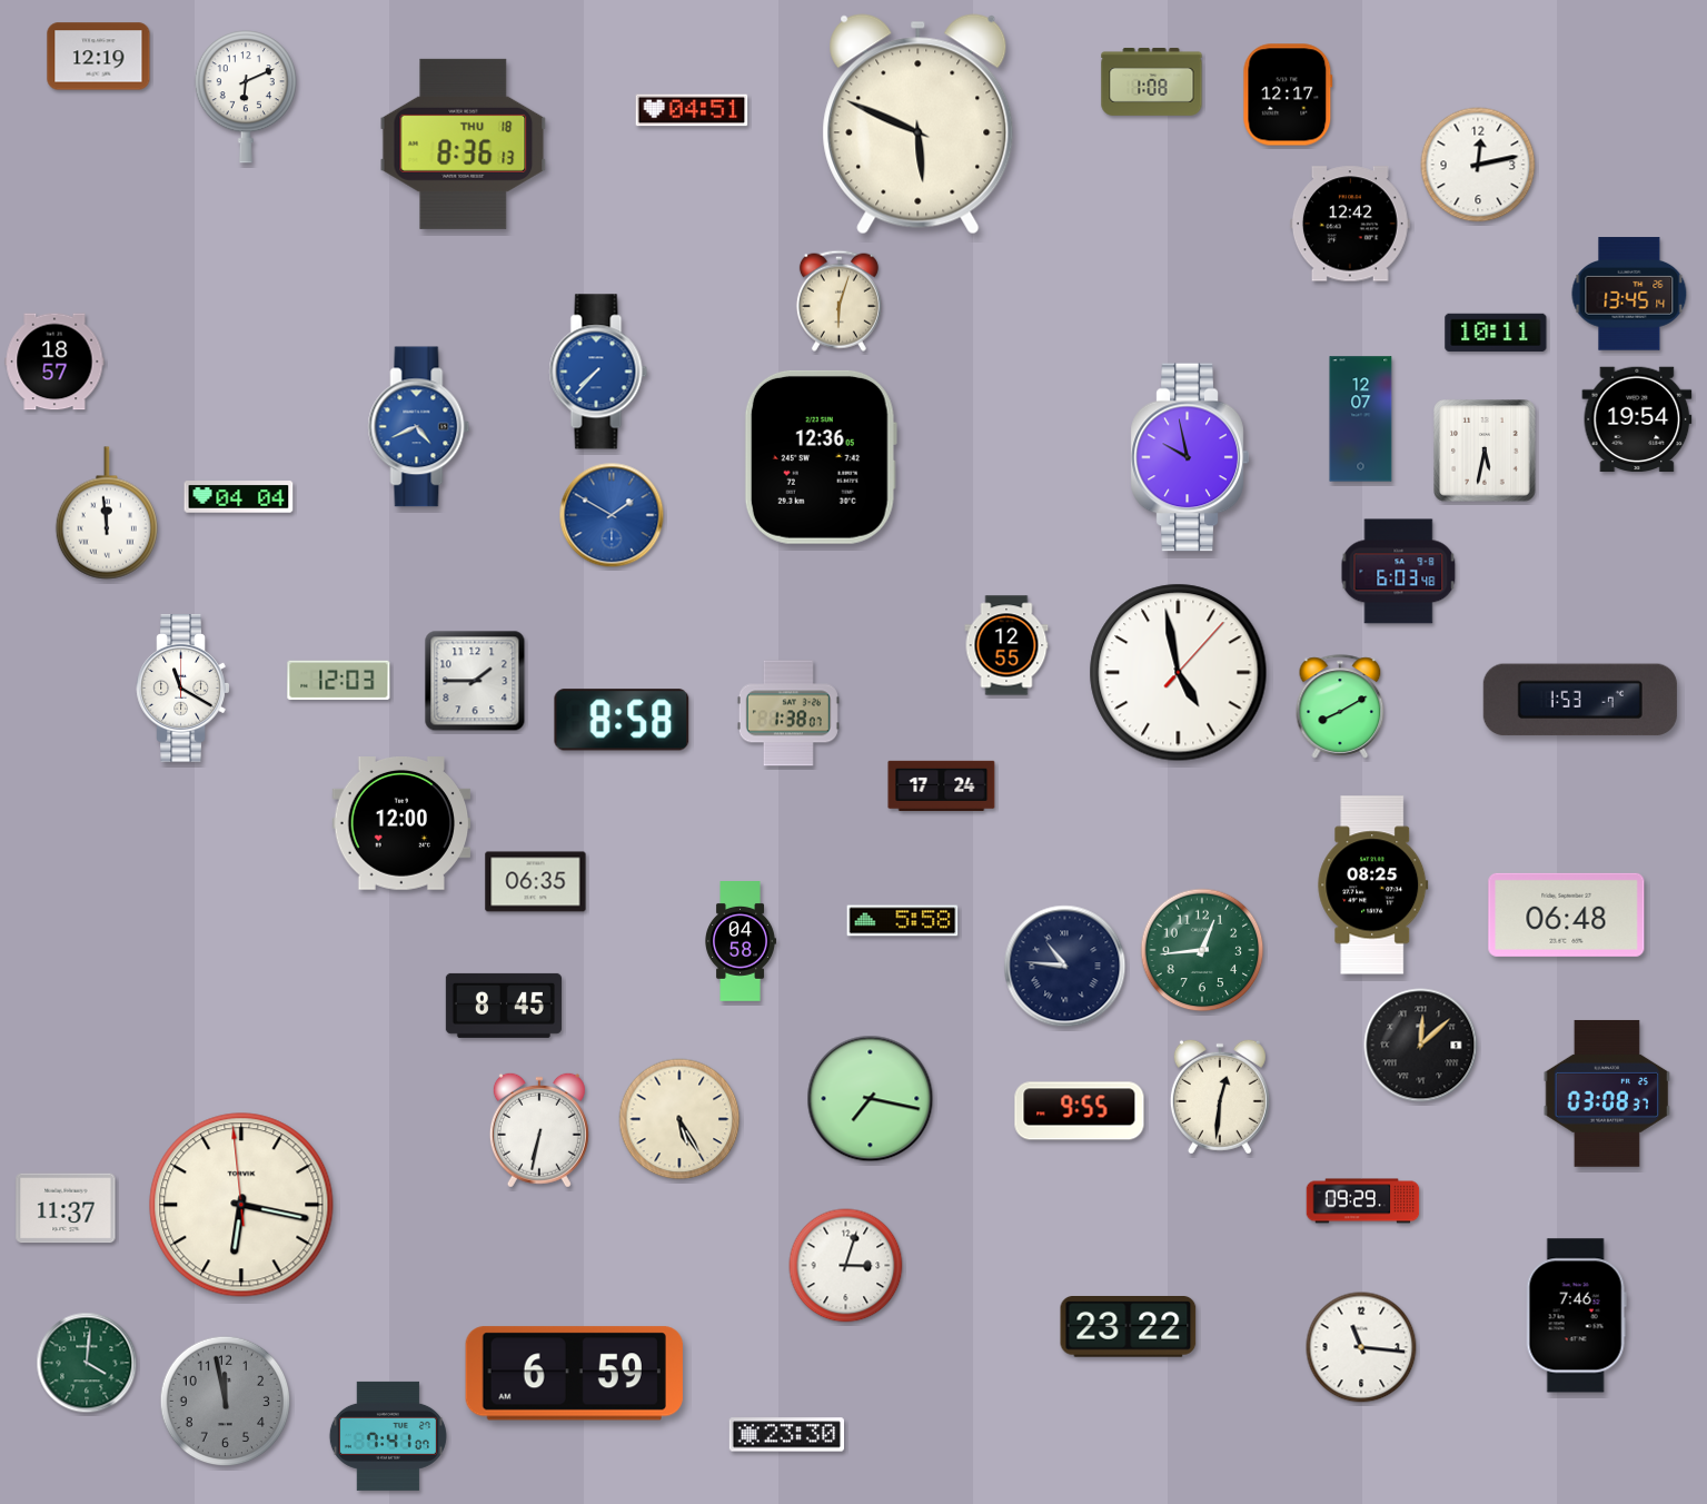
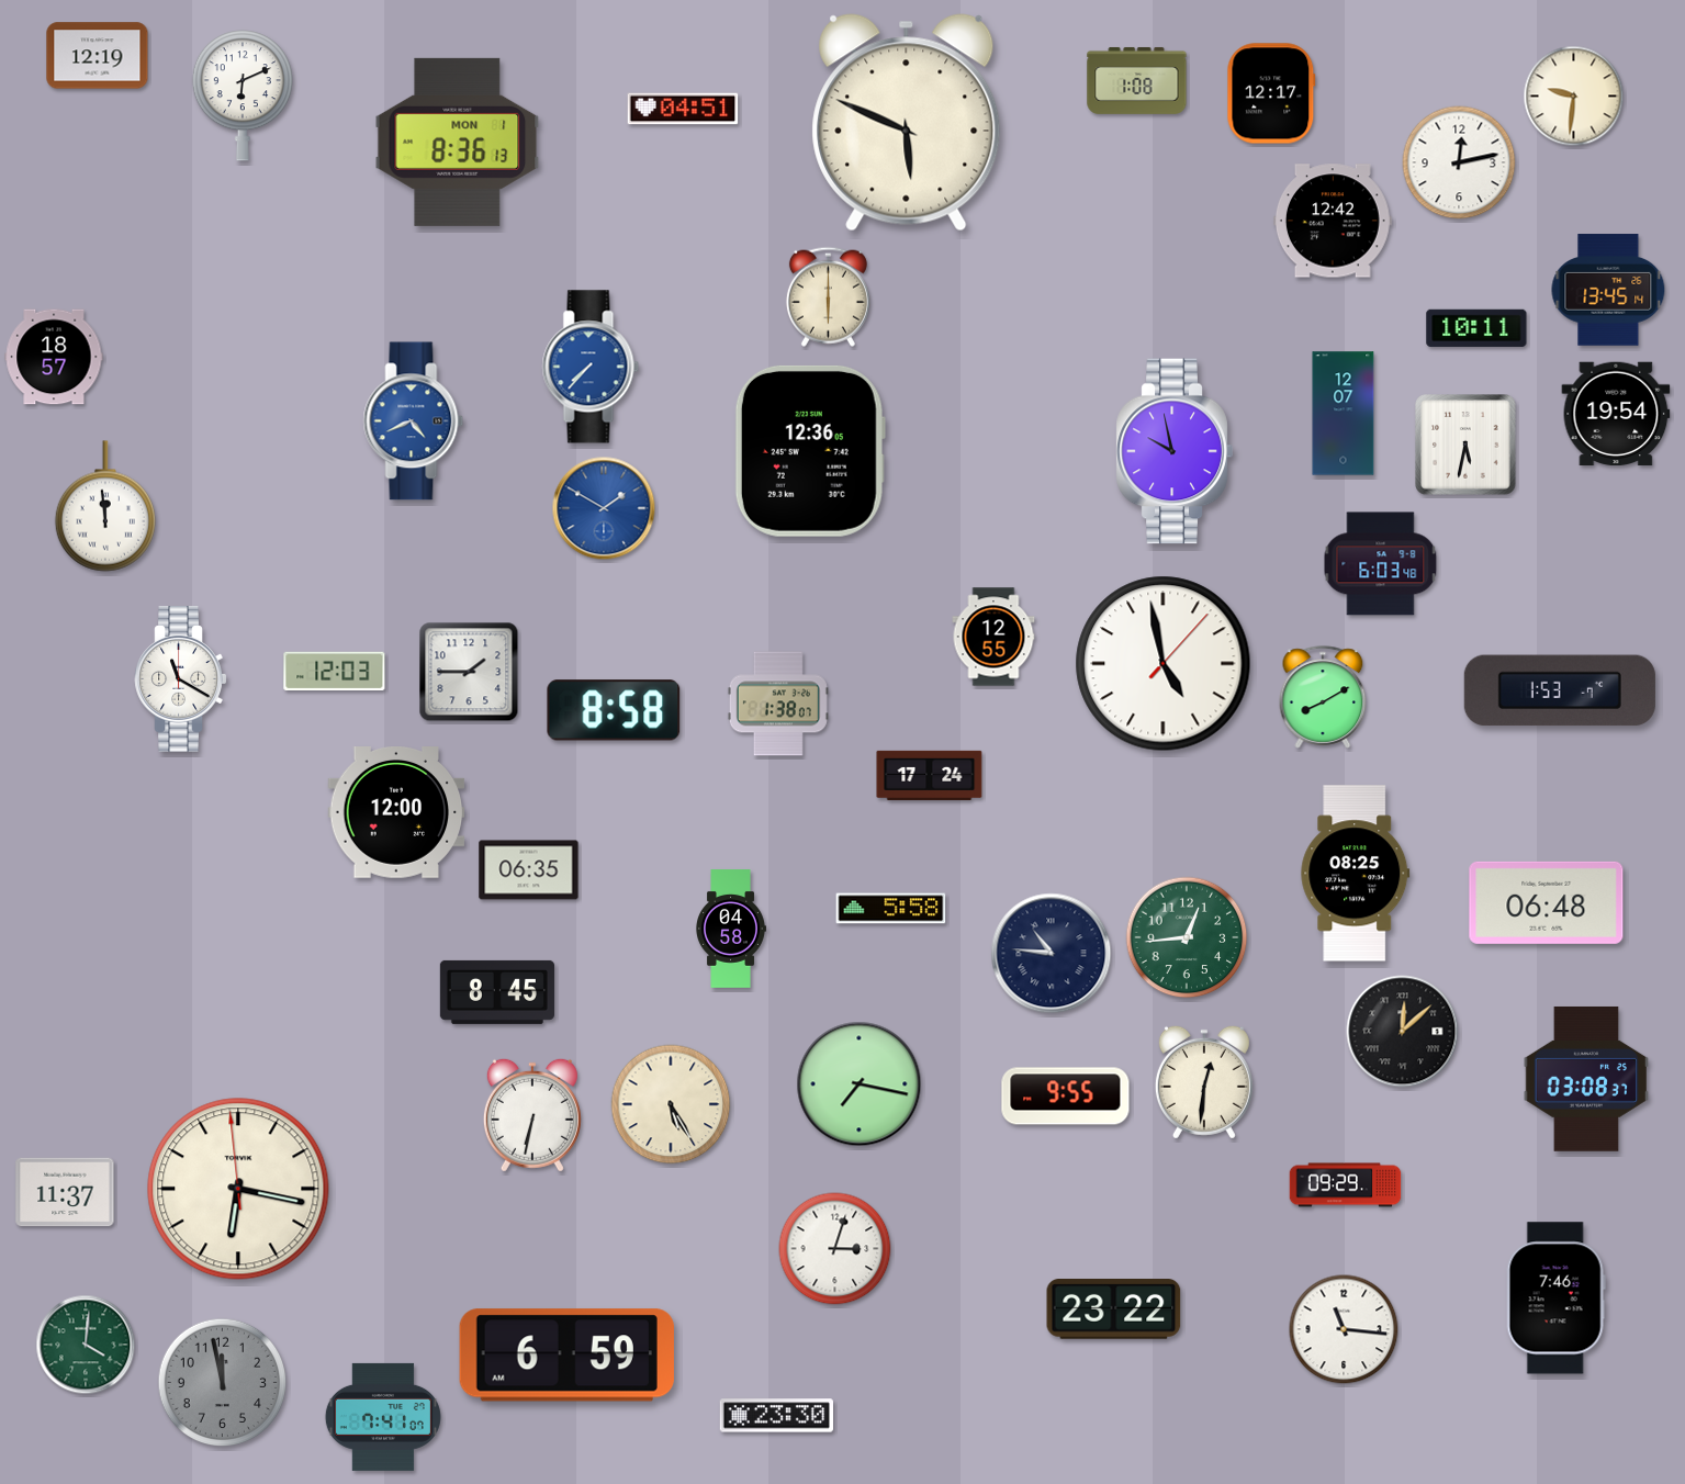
clock at (1574, 97): none -> 9:31
clock at (464, 144) date: THU 18 -> MON 1
clock at (838, 300): 6:03 -> 6:00
clock at (239, 497): 04:04 -> none
